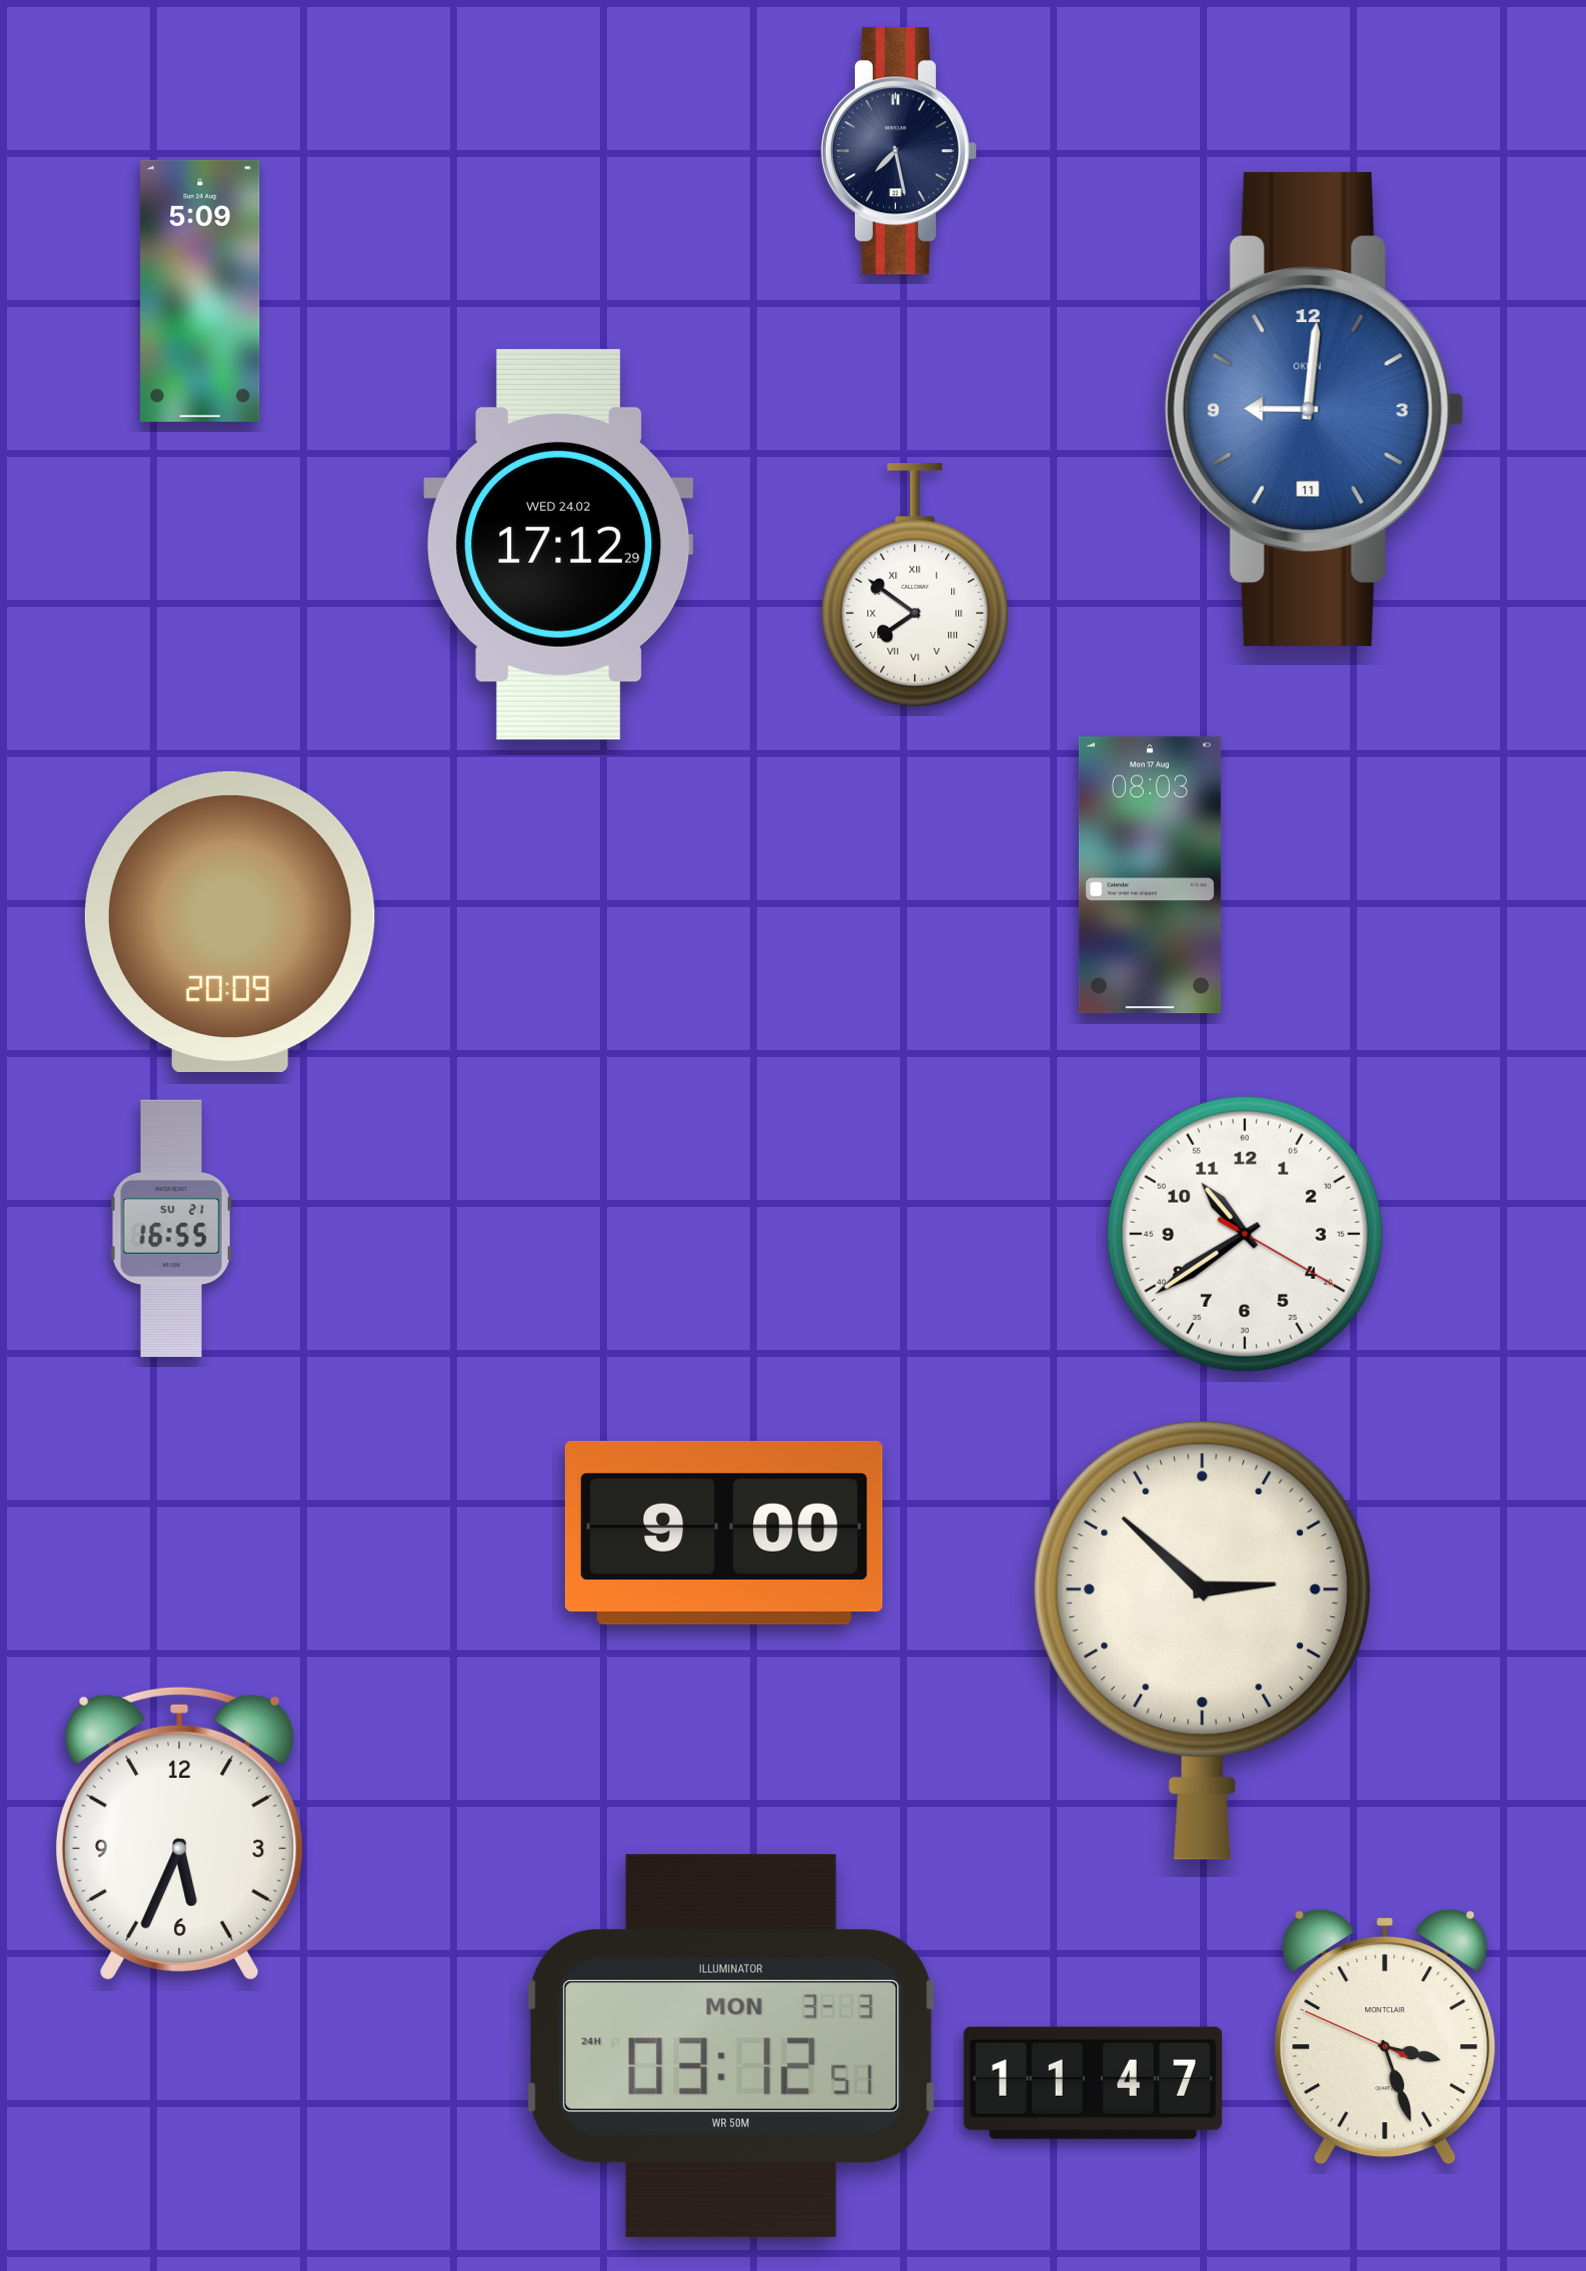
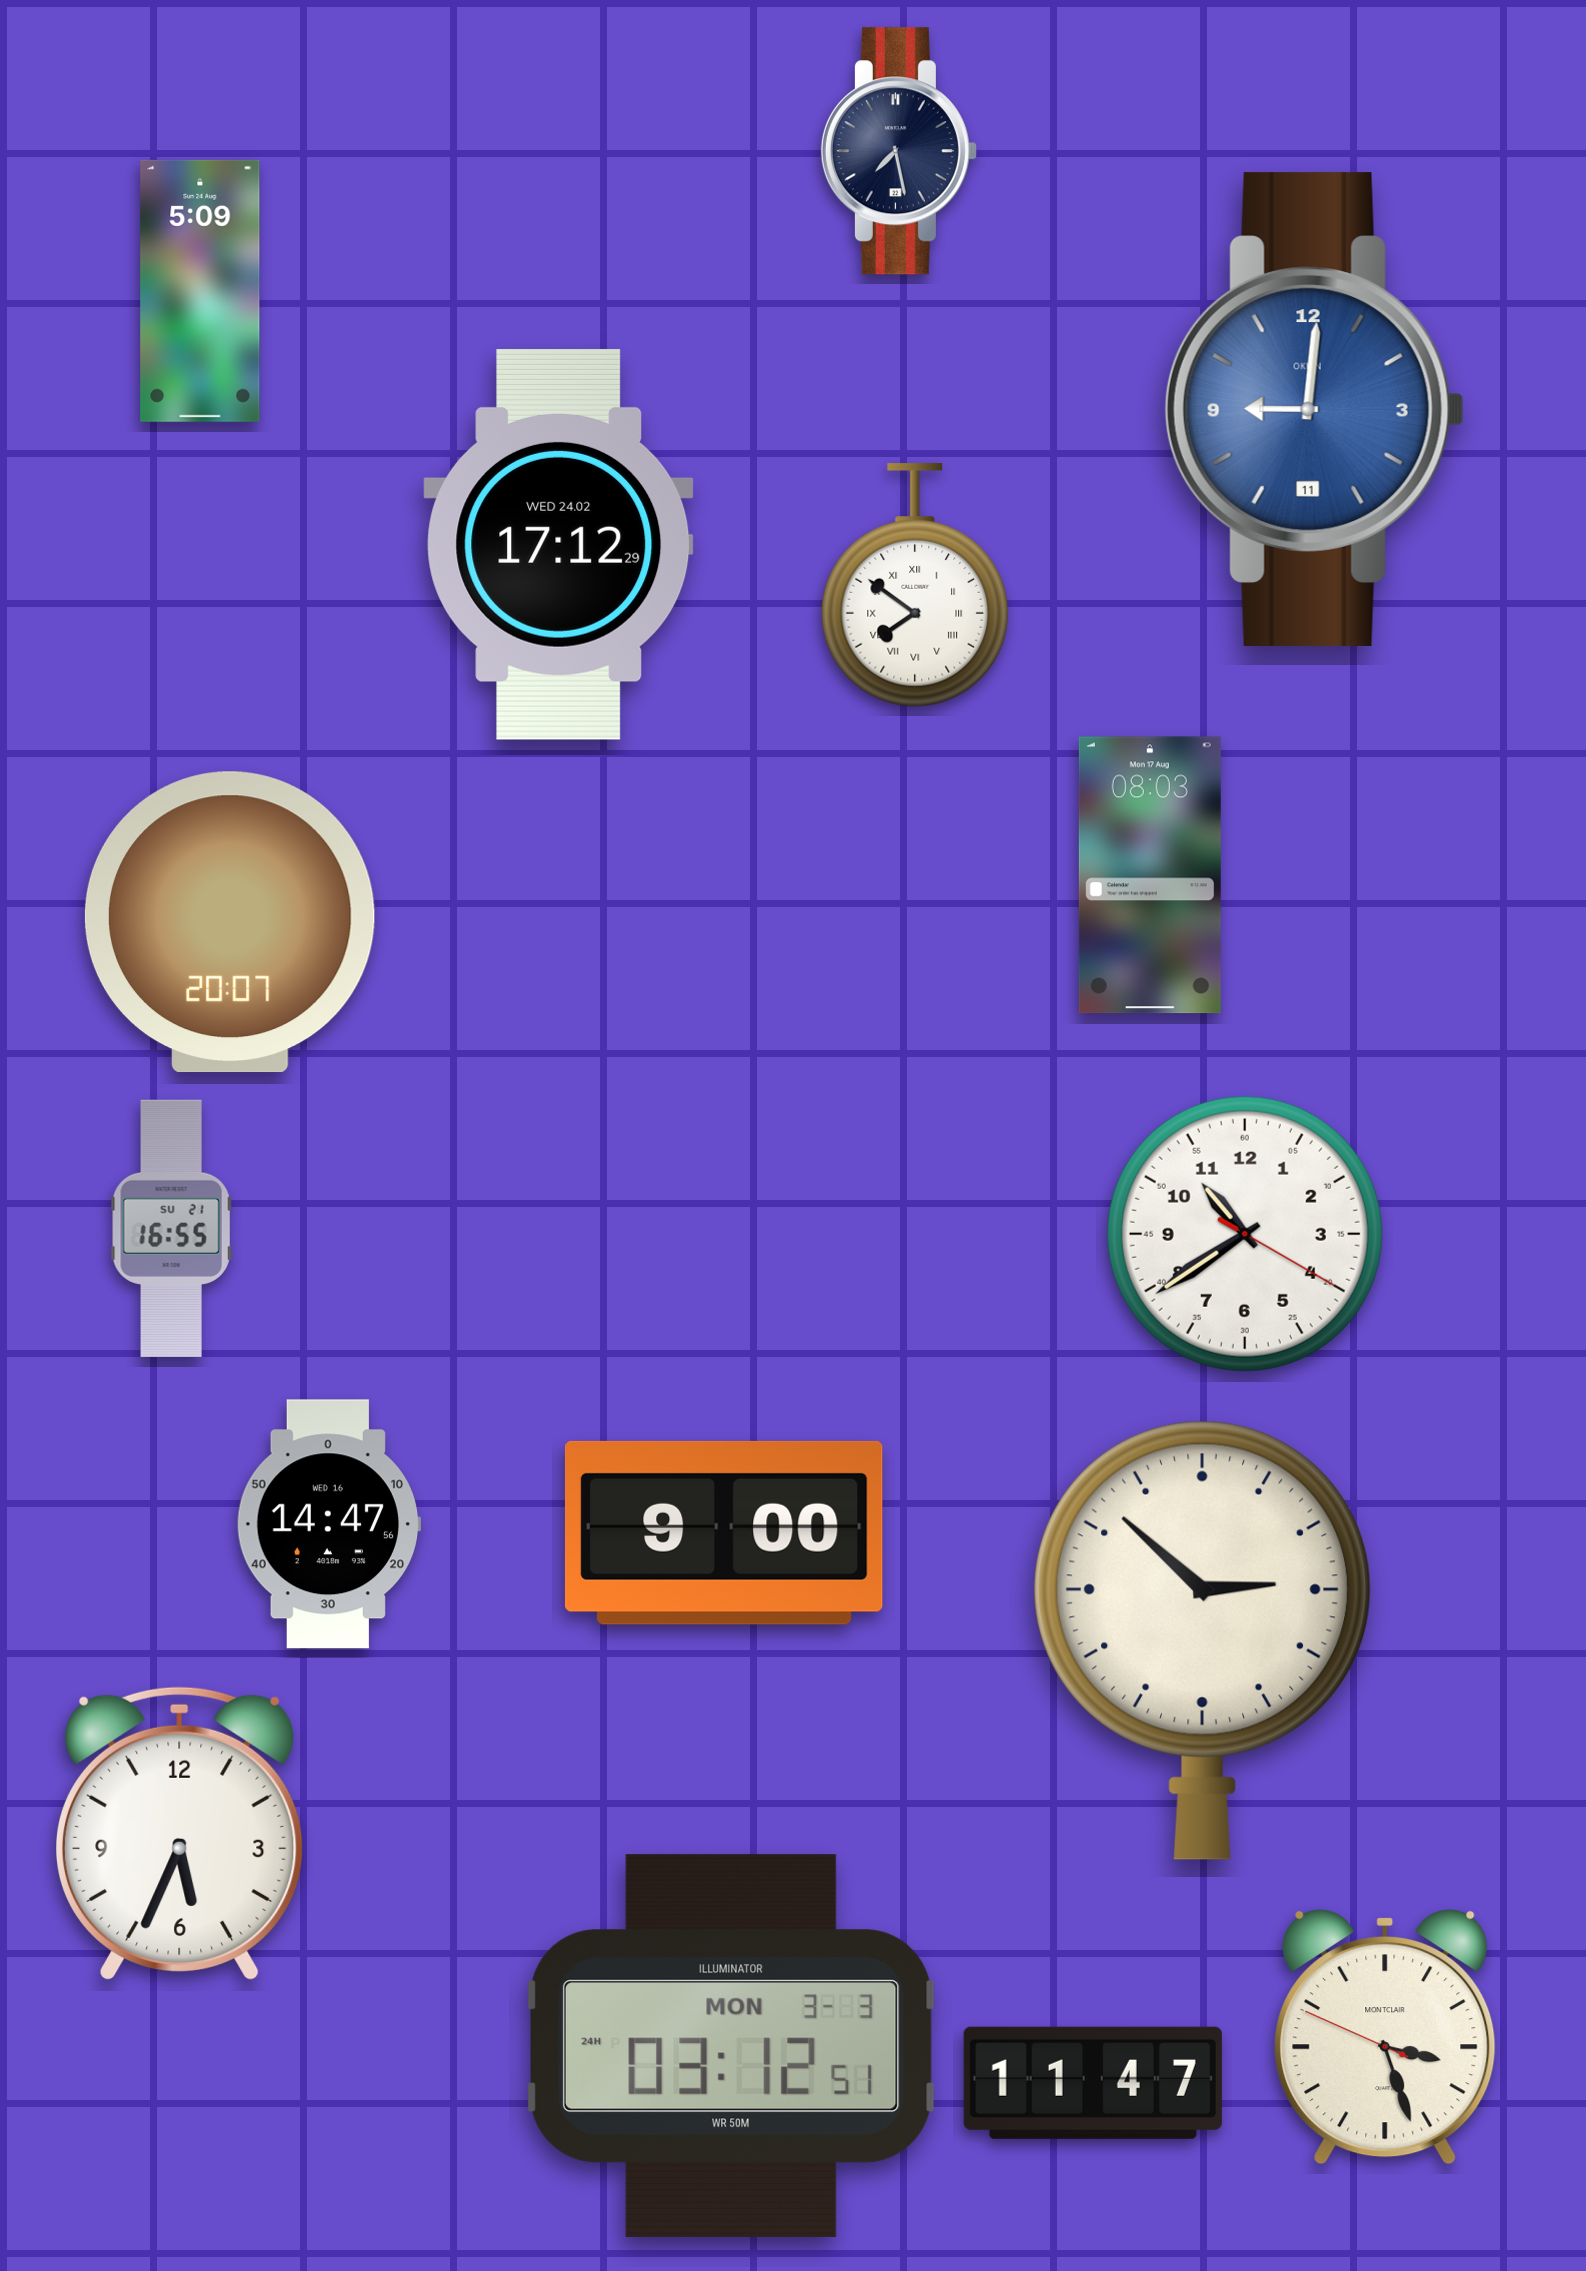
clock at (230, 922): 20:09 -> 20:07
clock at (328, 1524): none -> 14:47
